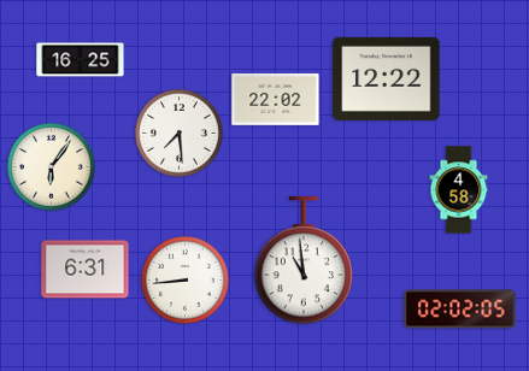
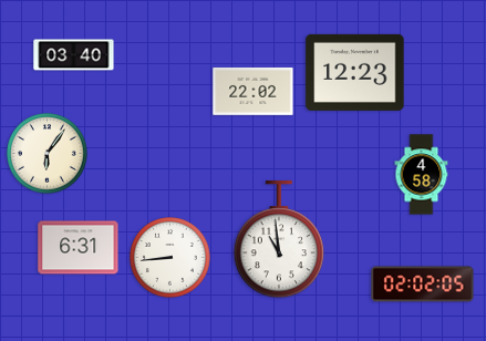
clock at (81, 60): 16:25 -> 03:40
clock at (387, 78): 12:22 -> 12:23
clock at (180, 134): 7:29 -> none
